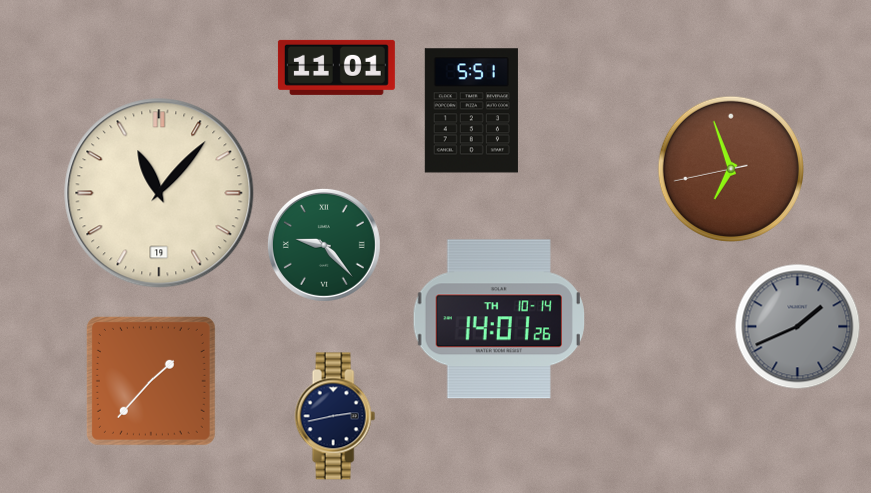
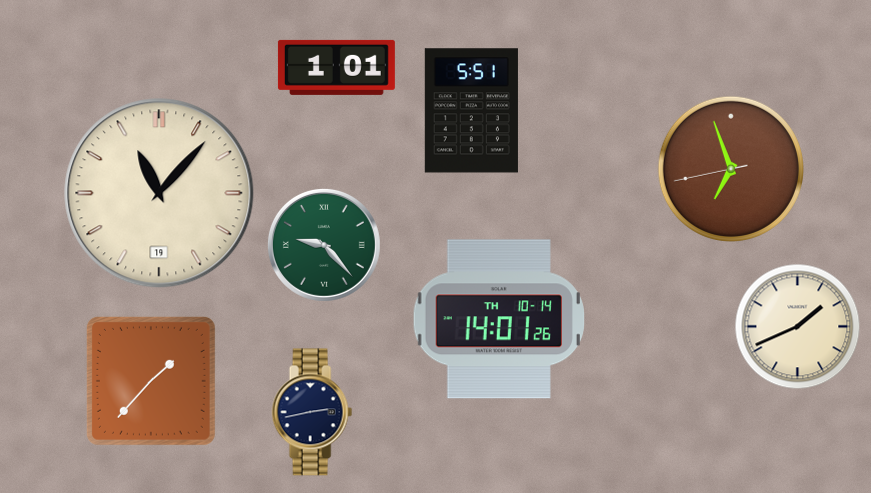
clock at (336, 67): 11:01 -> 1:01
clock at (798, 327) dial: grey -> cream
clock at (335, 416) position: (335, 416) -> (312, 412)
